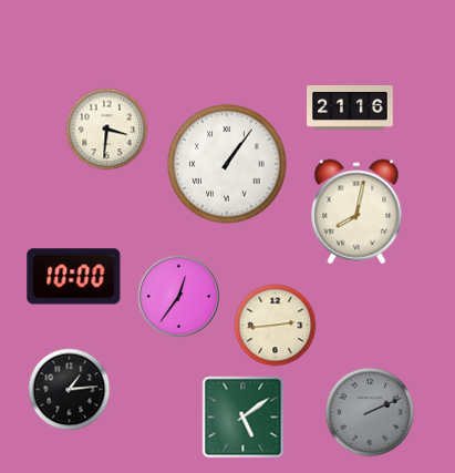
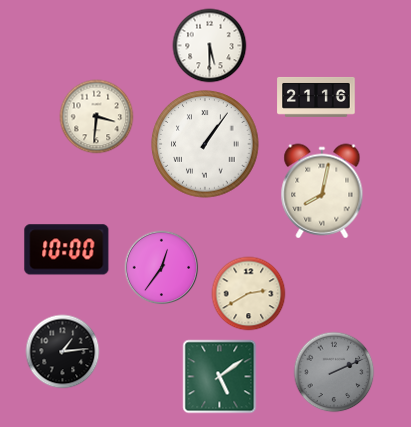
clock at (210, 46): none -> 5:30
clock at (227, 164) position: (227, 164) -> (205, 144)
clock at (276, 326): 2:44 -> 2:40
